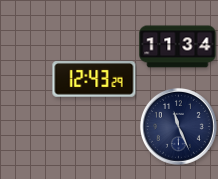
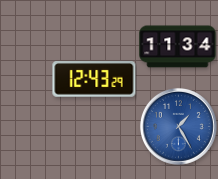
clock at (178, 126): 11:26 -> 1:25
clock at (178, 126) dial: navy -> blue
